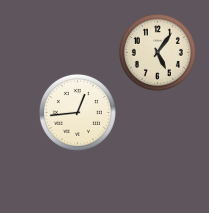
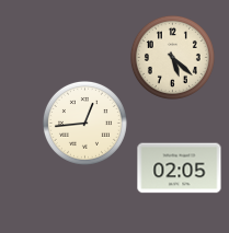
clock at (157, 52): 5:06 -> 5:22
clock at (180, 168): none -> 02:05
